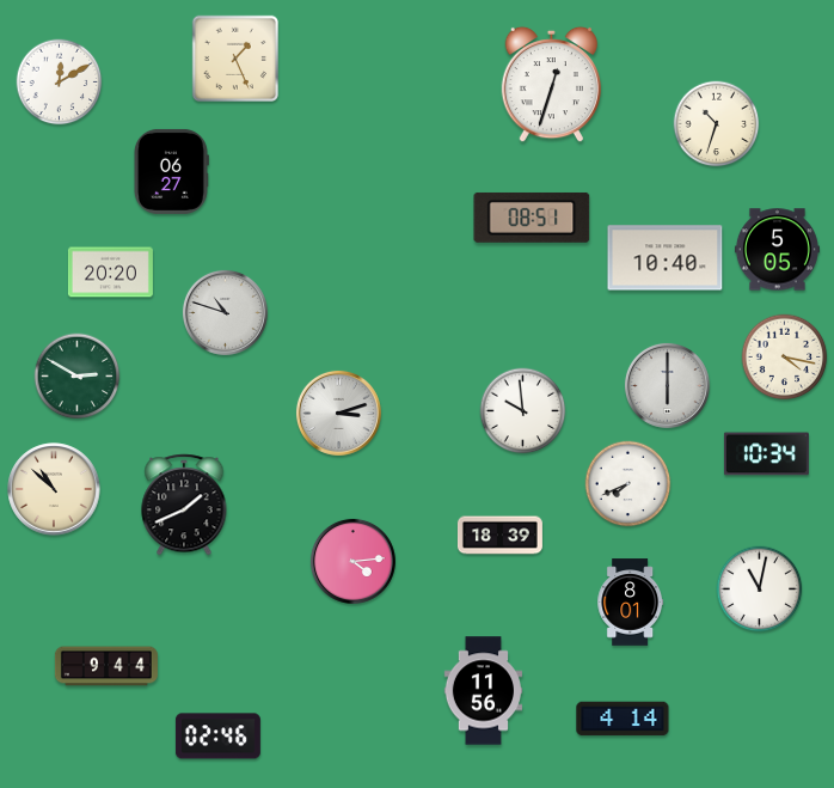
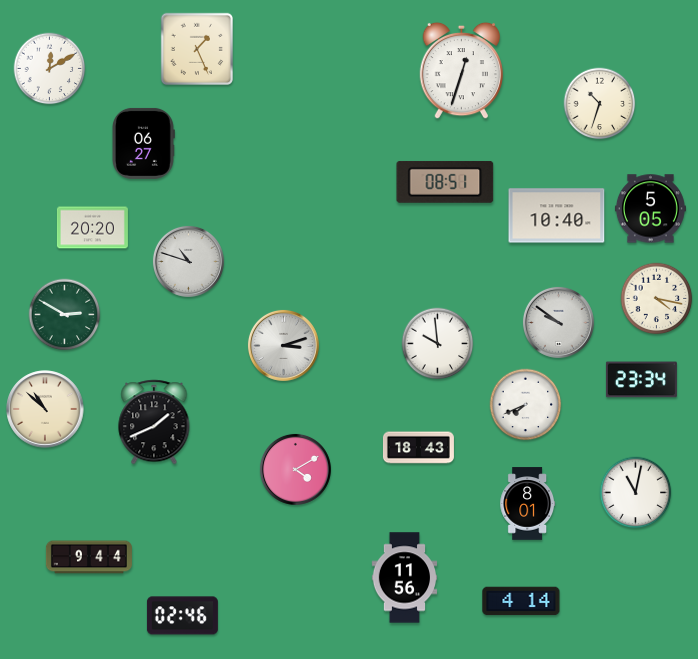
clock at (667, 385): 6:00 -> 9:51
clock at (766, 454): 10:34 -> 23:34
clock at (499, 536): 18:39 -> 18:43
clock at (352, 561): 4:14 -> 4:10
